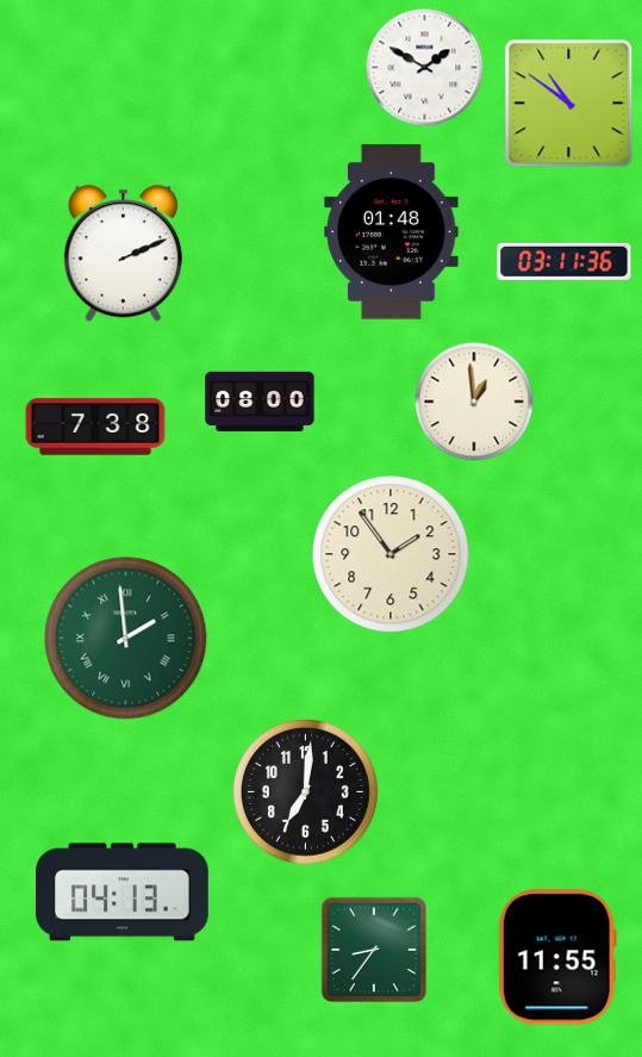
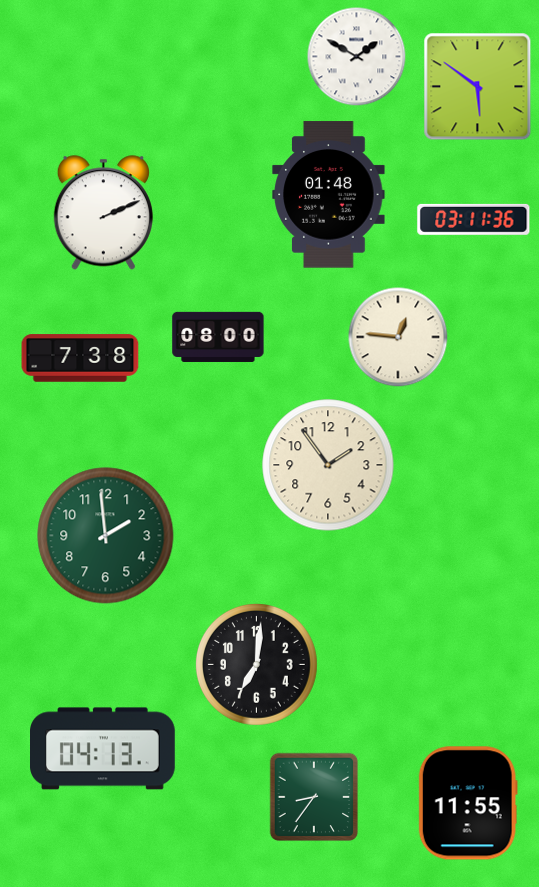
clock at (569, 104): 10:51 -> 5:51
clock at (474, 402): 12:59 -> 12:46
clock at (126, 639) numerals: Roman -> Arabic
